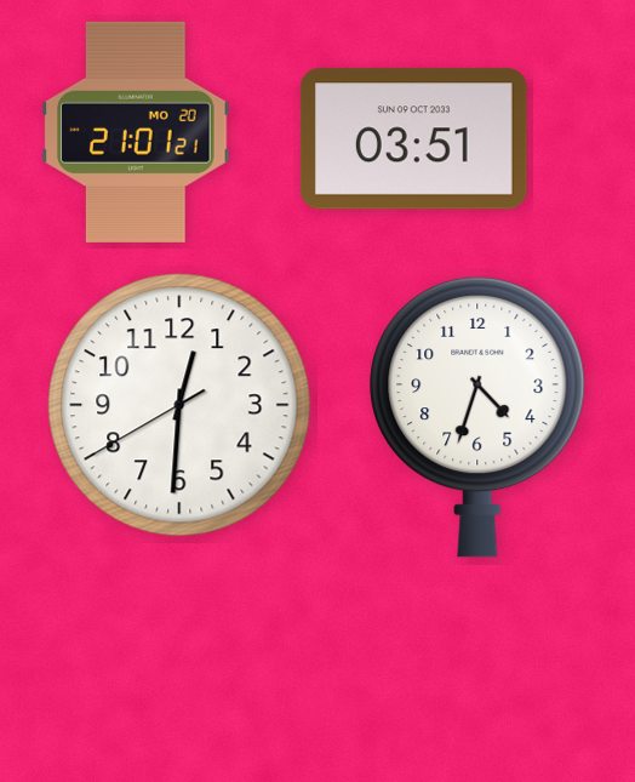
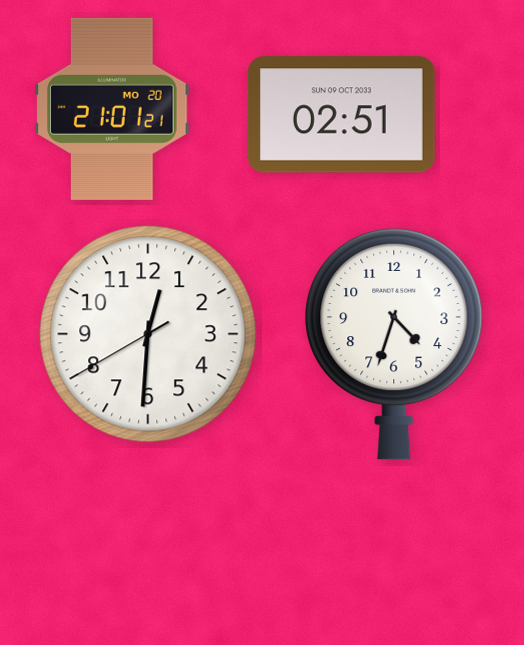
clock at (413, 139): 03:51 -> 02:51
